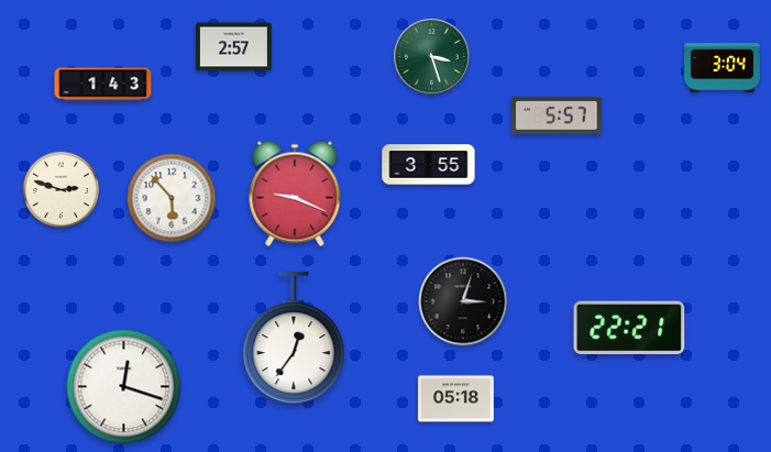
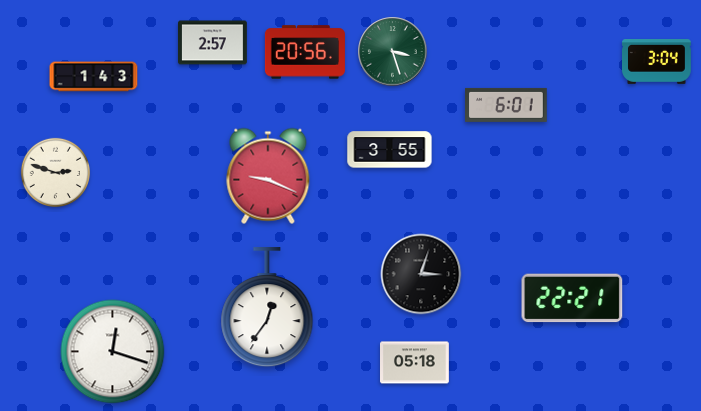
clock at (305, 52): none -> 20:56
clock at (557, 115): 5:57 -> 6:01
clock at (172, 198): 5:53 -> none
